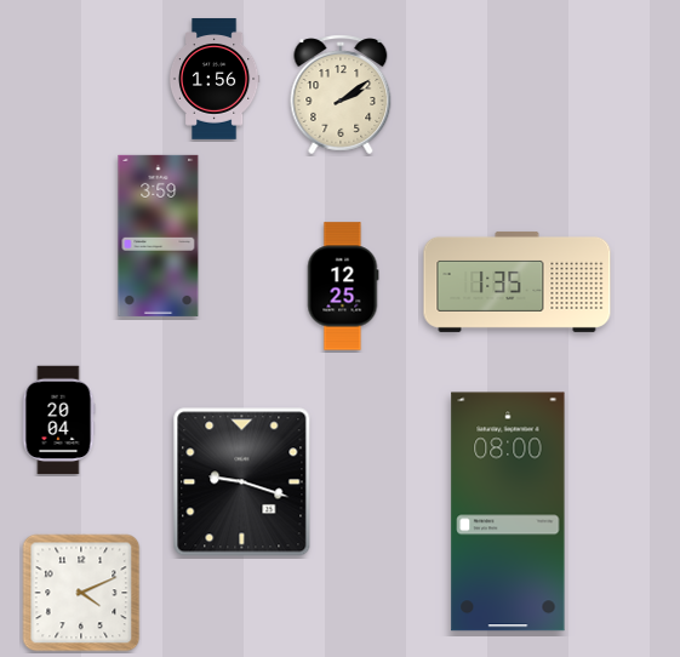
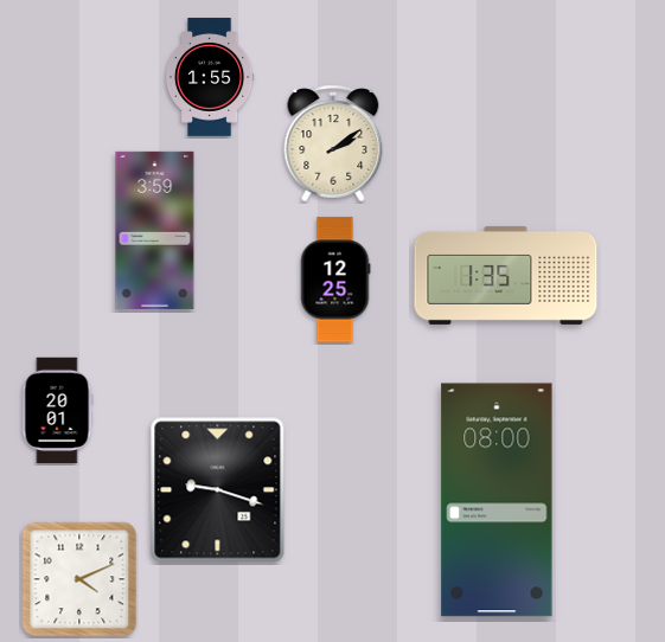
clock at (215, 79): 1:56 -> 1:55
clock at (341, 95) position: (341, 95) -> (333, 143)
clock at (58, 421): 20:04 -> 20:01
clock at (242, 482) position: (242, 482) -> (218, 490)
